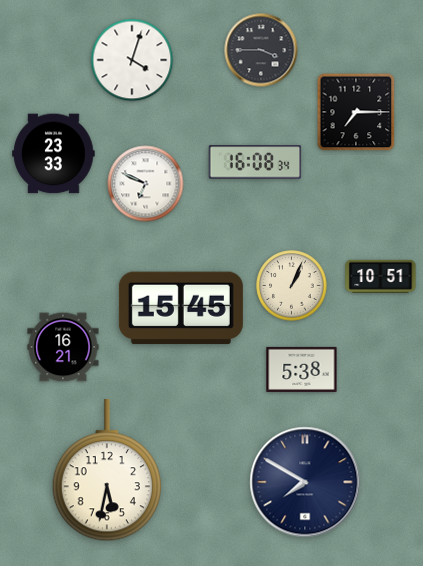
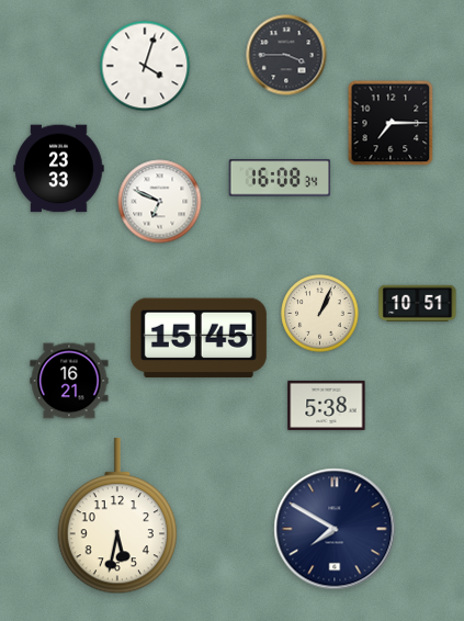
clock at (302, 369) position: (302, 369) -> (327, 405)
